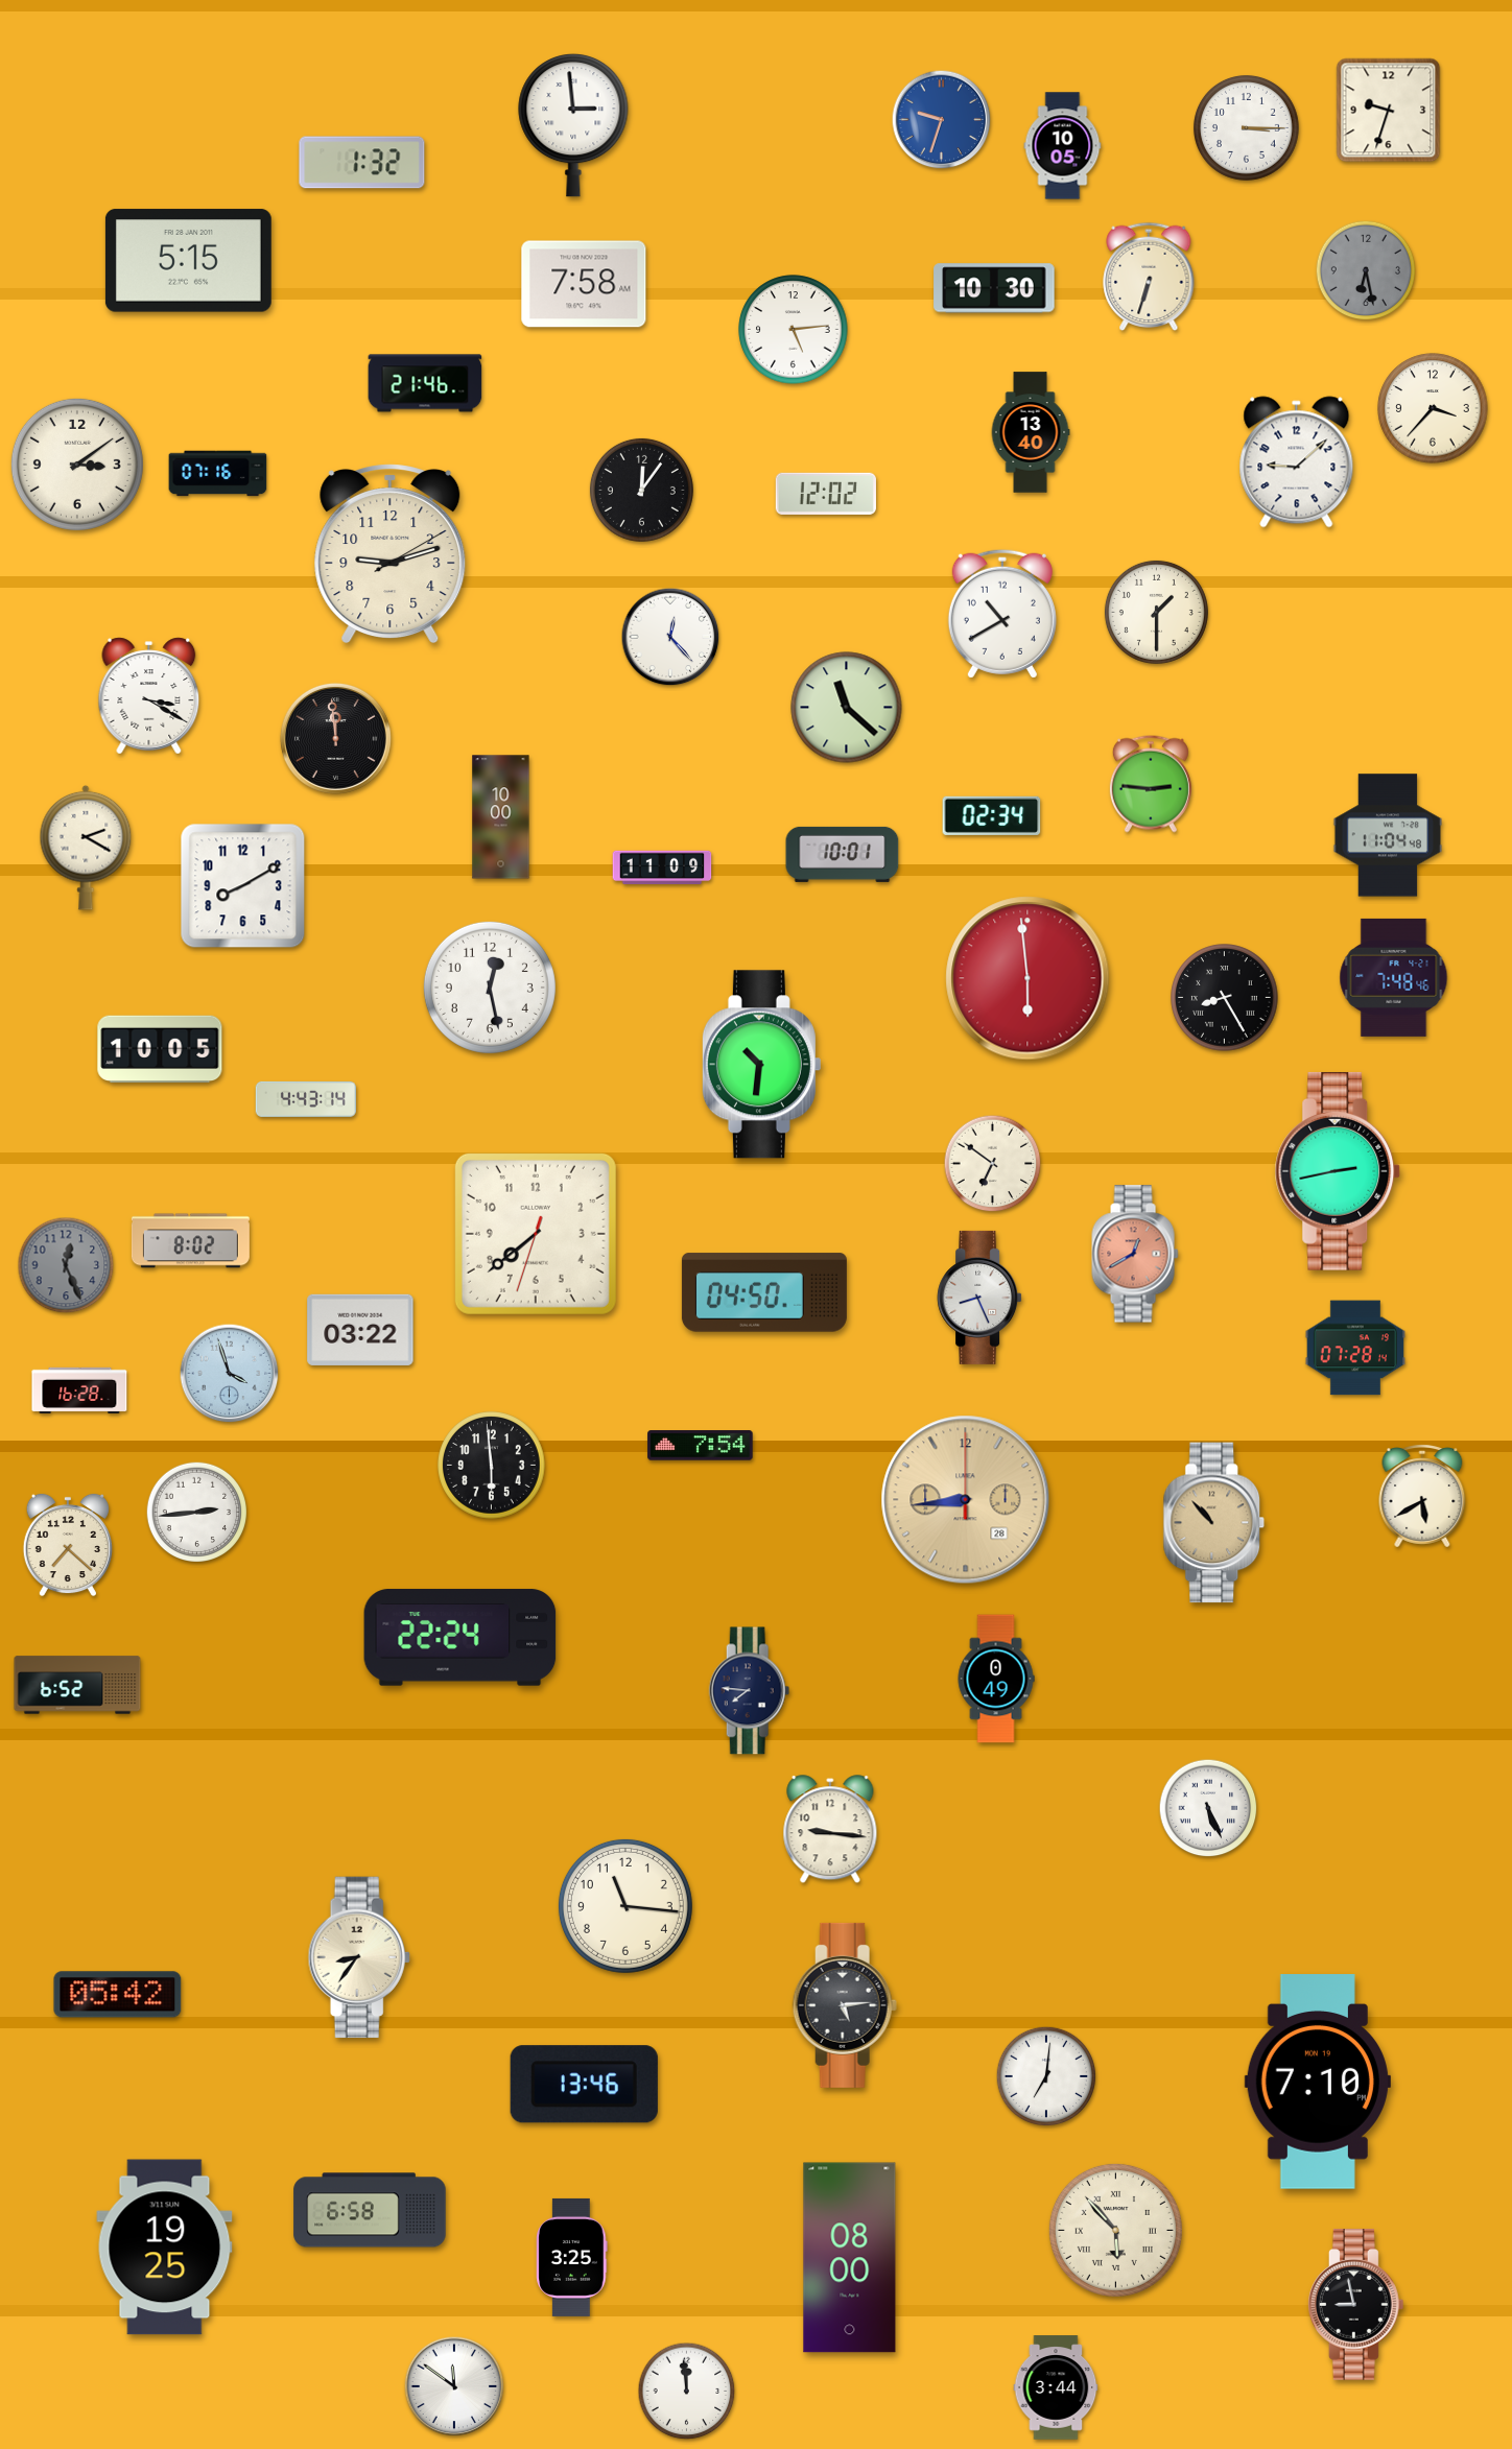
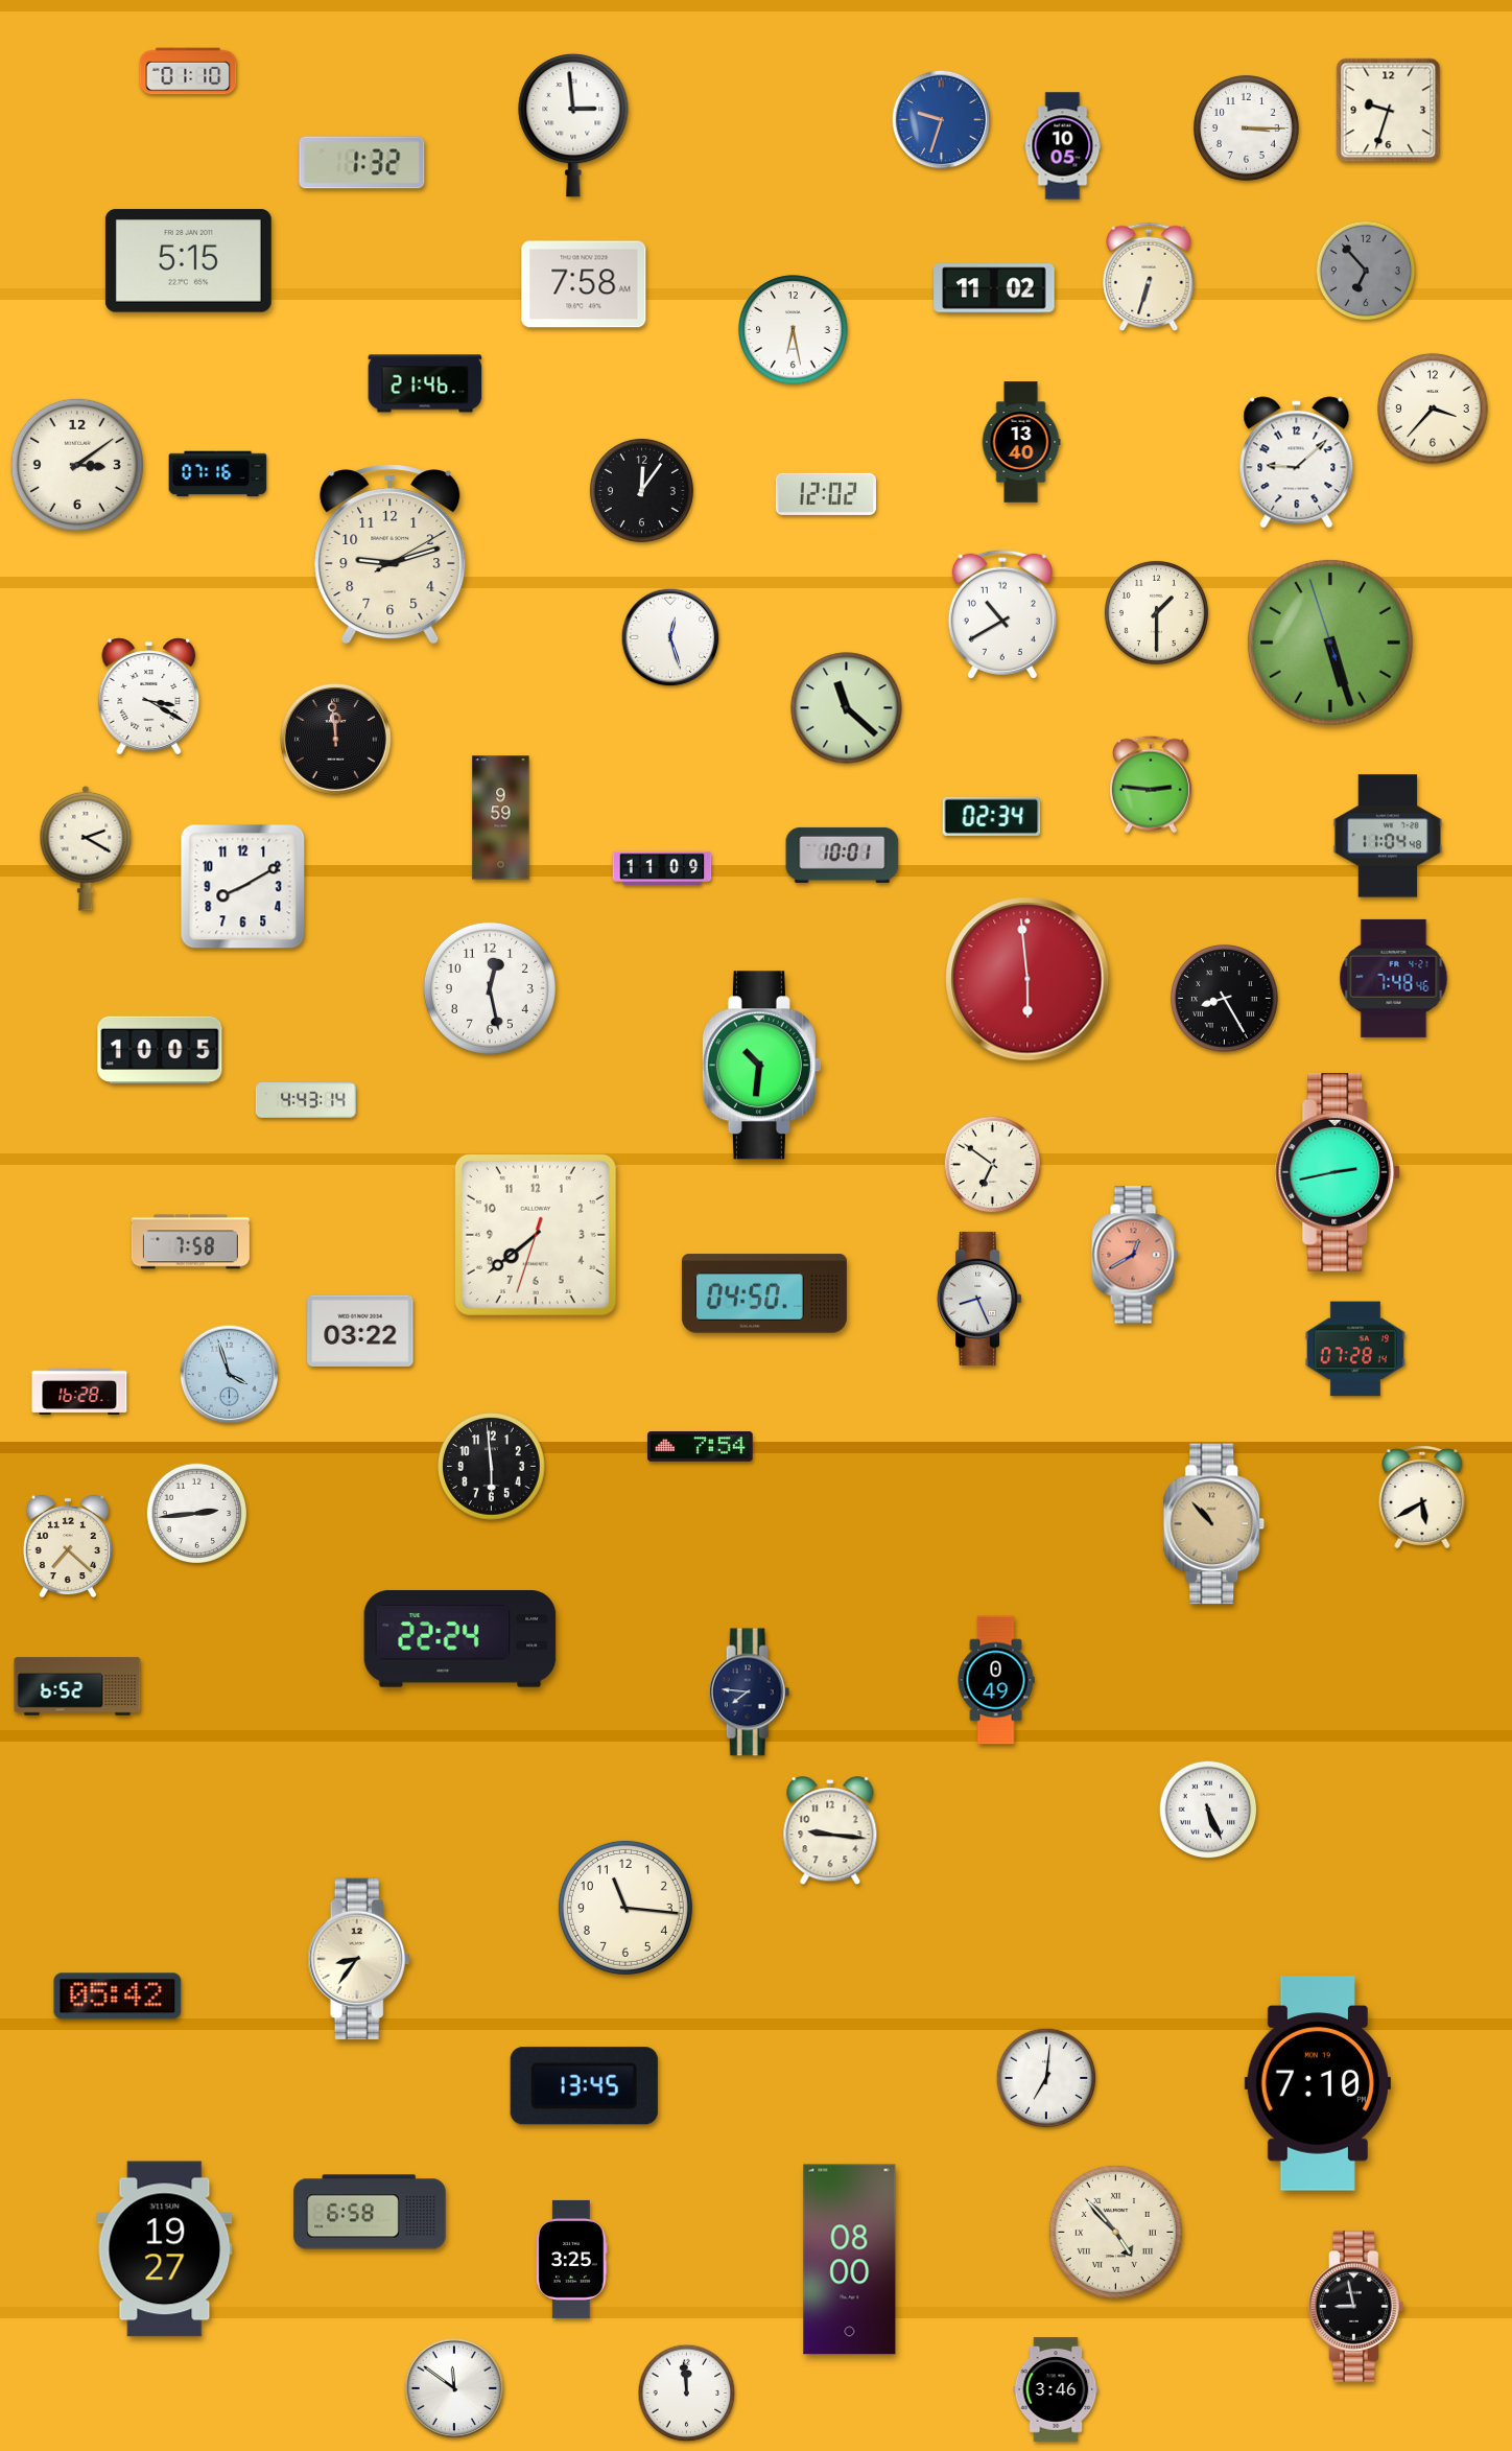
clock at (188, 71): none -> 01:10
clock at (1366, 270): 6:28 -> 6:53
clock at (994, 288): 10:30 -> 11:02
clock at (794, 330): 5:14 -> 6:28
clock at (1031, 432) position: (1031, 432) -> (1021, 442)
clock at (670, 637): 12:23 -> 12:27
clock at (1330, 643): none -> 5:26
clock at (501, 817): 10:00 -> 9:59
clock at (190, 1241): 8:02 -> 7:58
clock at (66, 1265): 12:26 -> none
clock at (966, 1500): 8:44 -> none
clock at (845, 2005): 5:14 -> none
clock at (584, 2085): 13:46 -> 13:45
clock at (1115, 2230): 5:53 -> 4:53
clock at (165, 2248): 19:25 -> 19:27
clock at (1056, 2387): 3:44 -> 3:46
